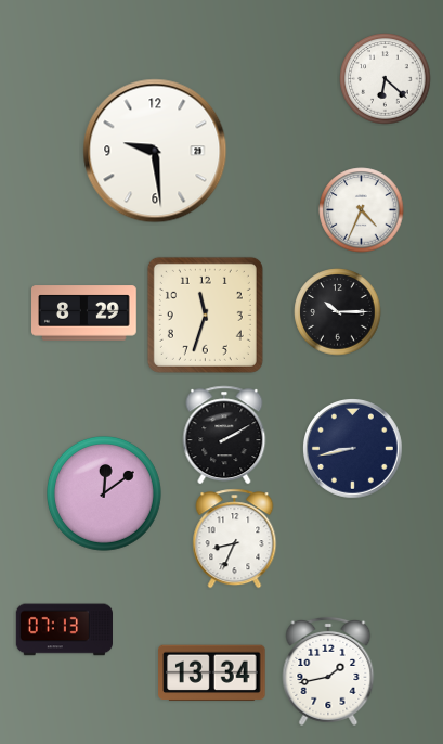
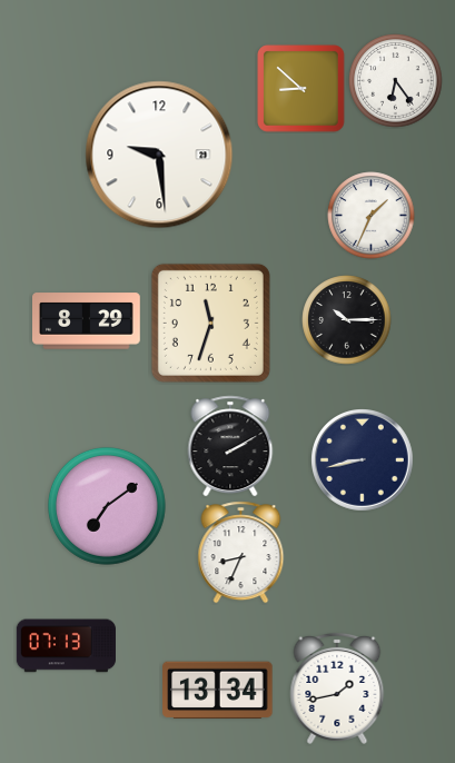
clock at (386, 79): 6:22 -> 6:24
clock at (301, 89): none -> 8:52
clock at (362, 210): 4:34 -> 1:34
clock at (104, 493): 12:09 -> 7:09
